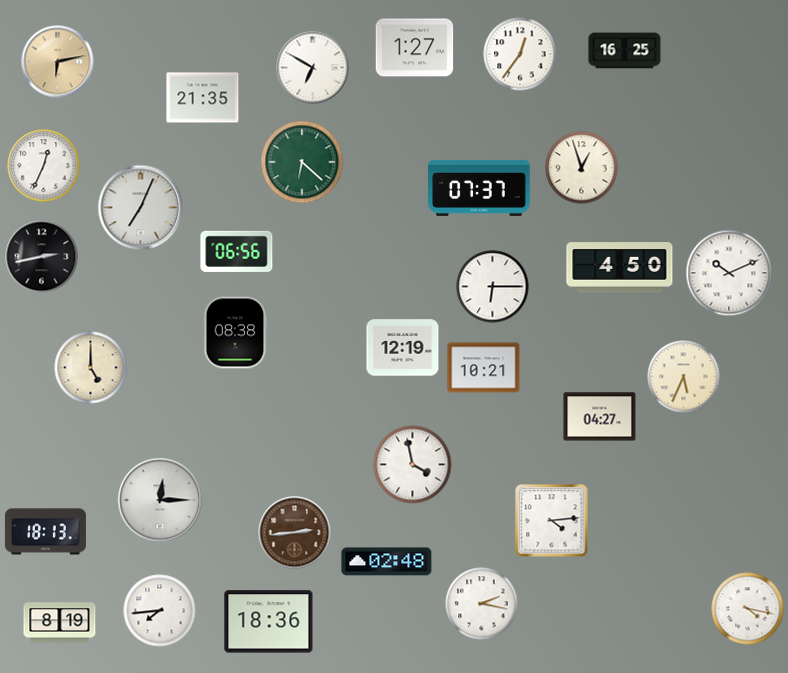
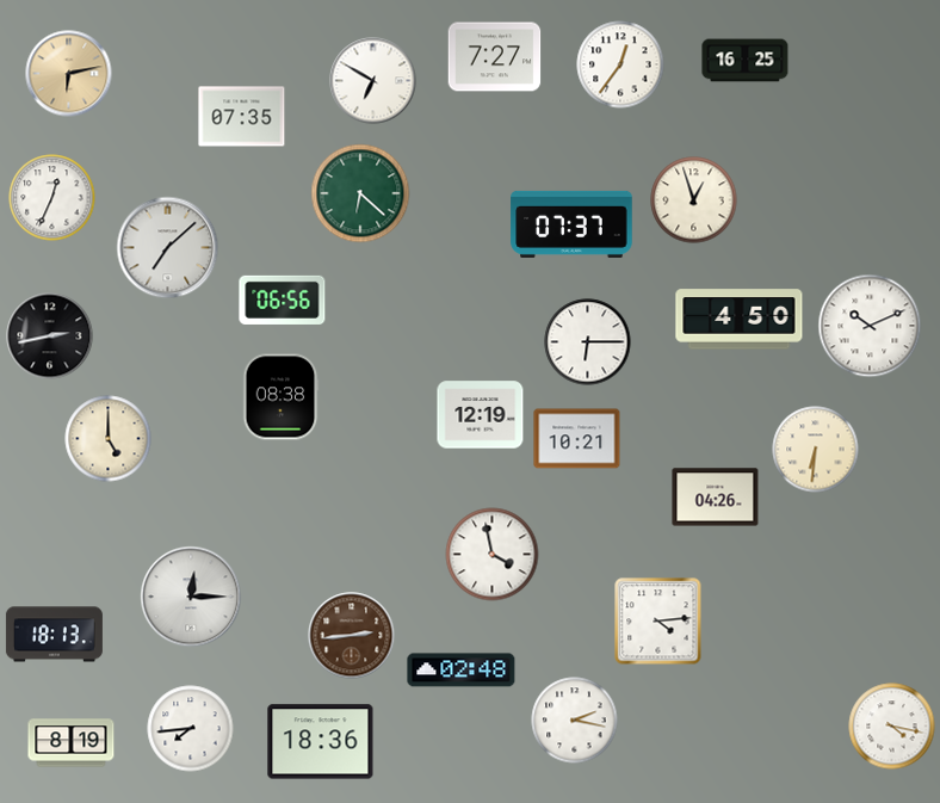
clock at (415, 48): 1:27 -> 7:27
clock at (203, 98): 21:35 -> 07:35
clock at (141, 208): 7:04 -> 7:08
clock at (42, 257) position: (42, 257) -> (50, 336)
clock at (684, 377): 5:34 -> 6:31
clock at (600, 417): 04:27 -> 04:26
